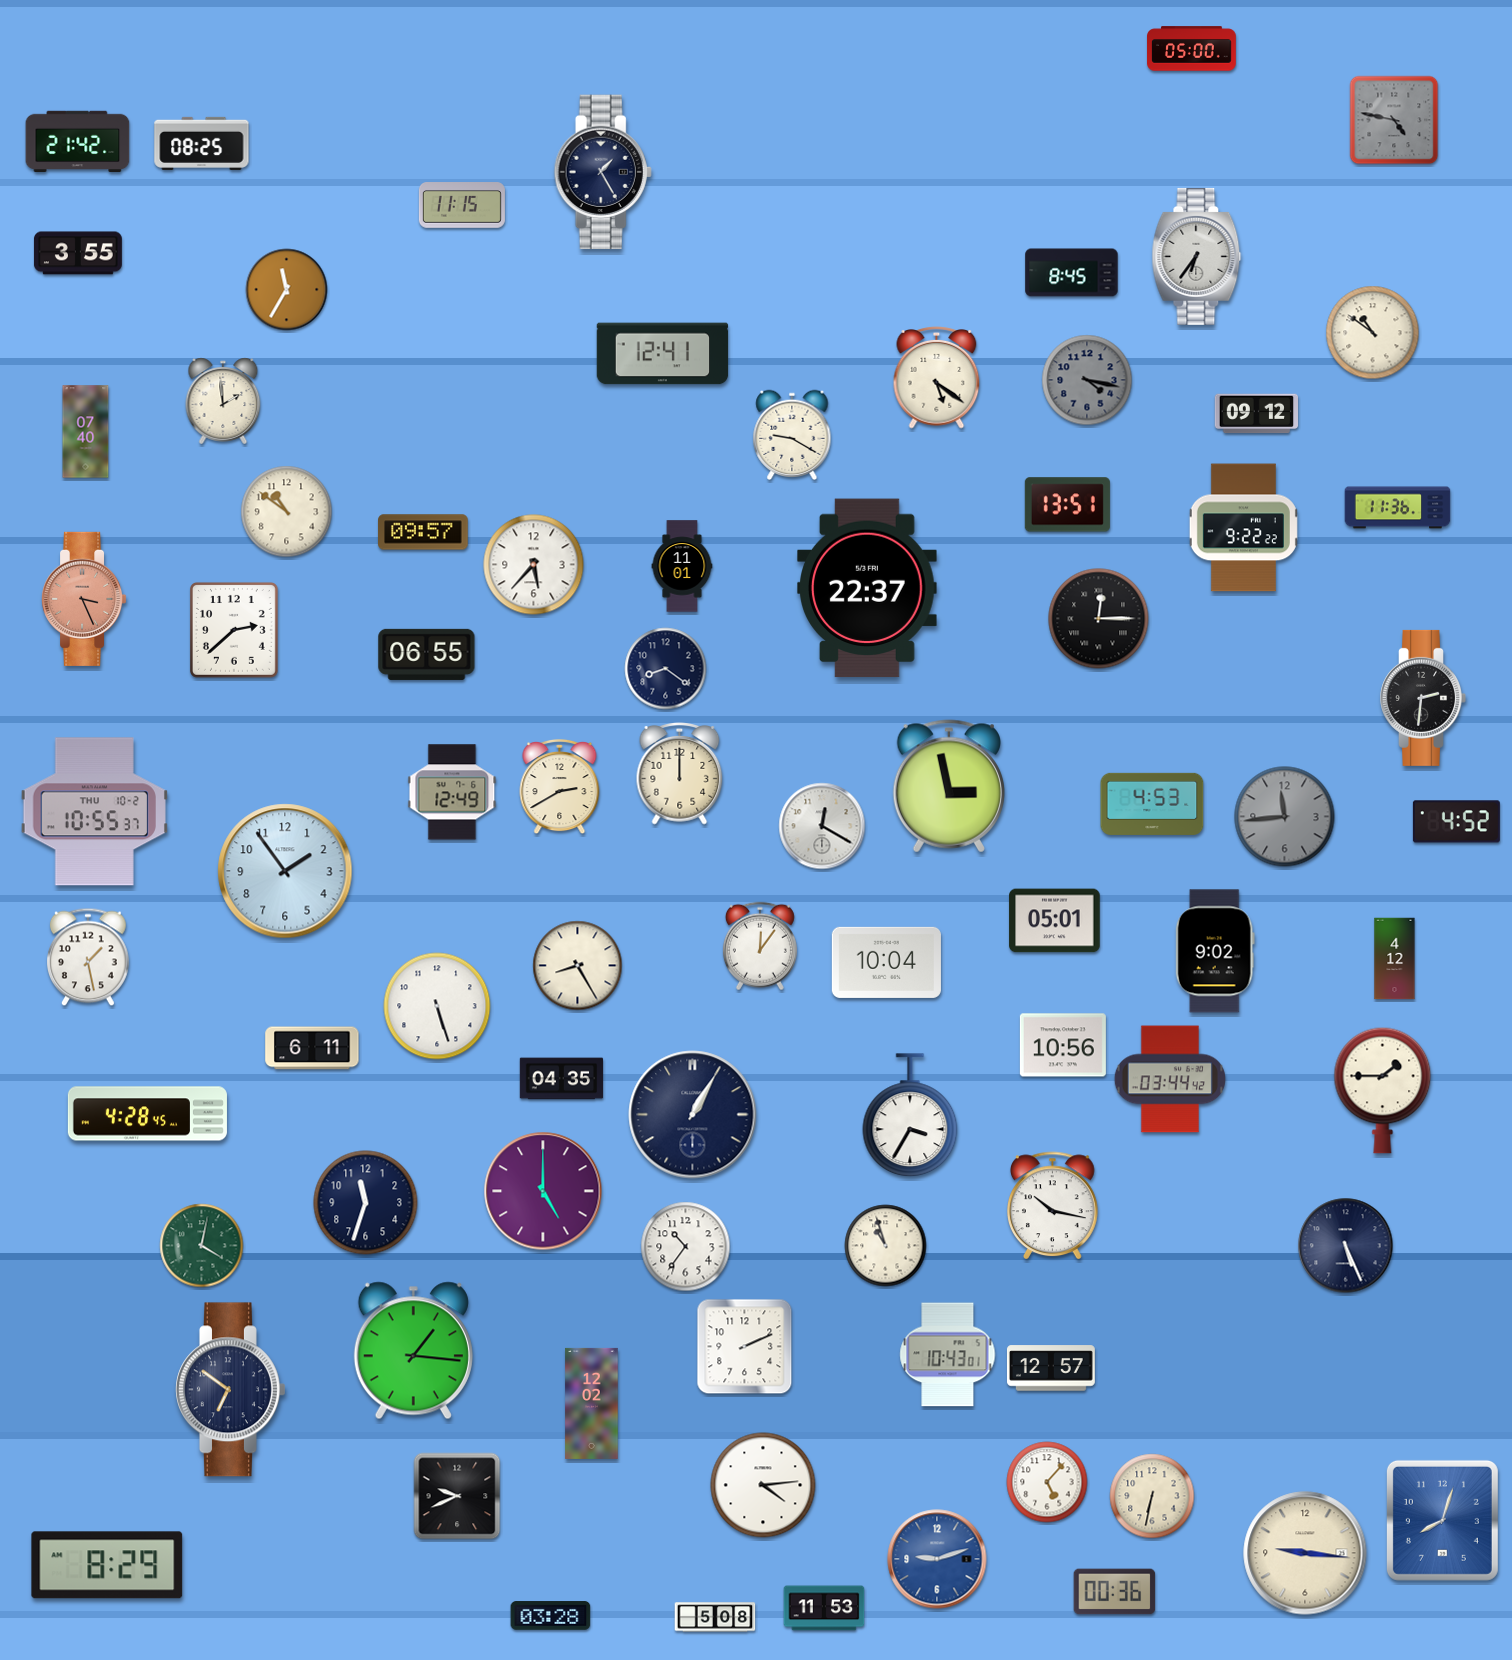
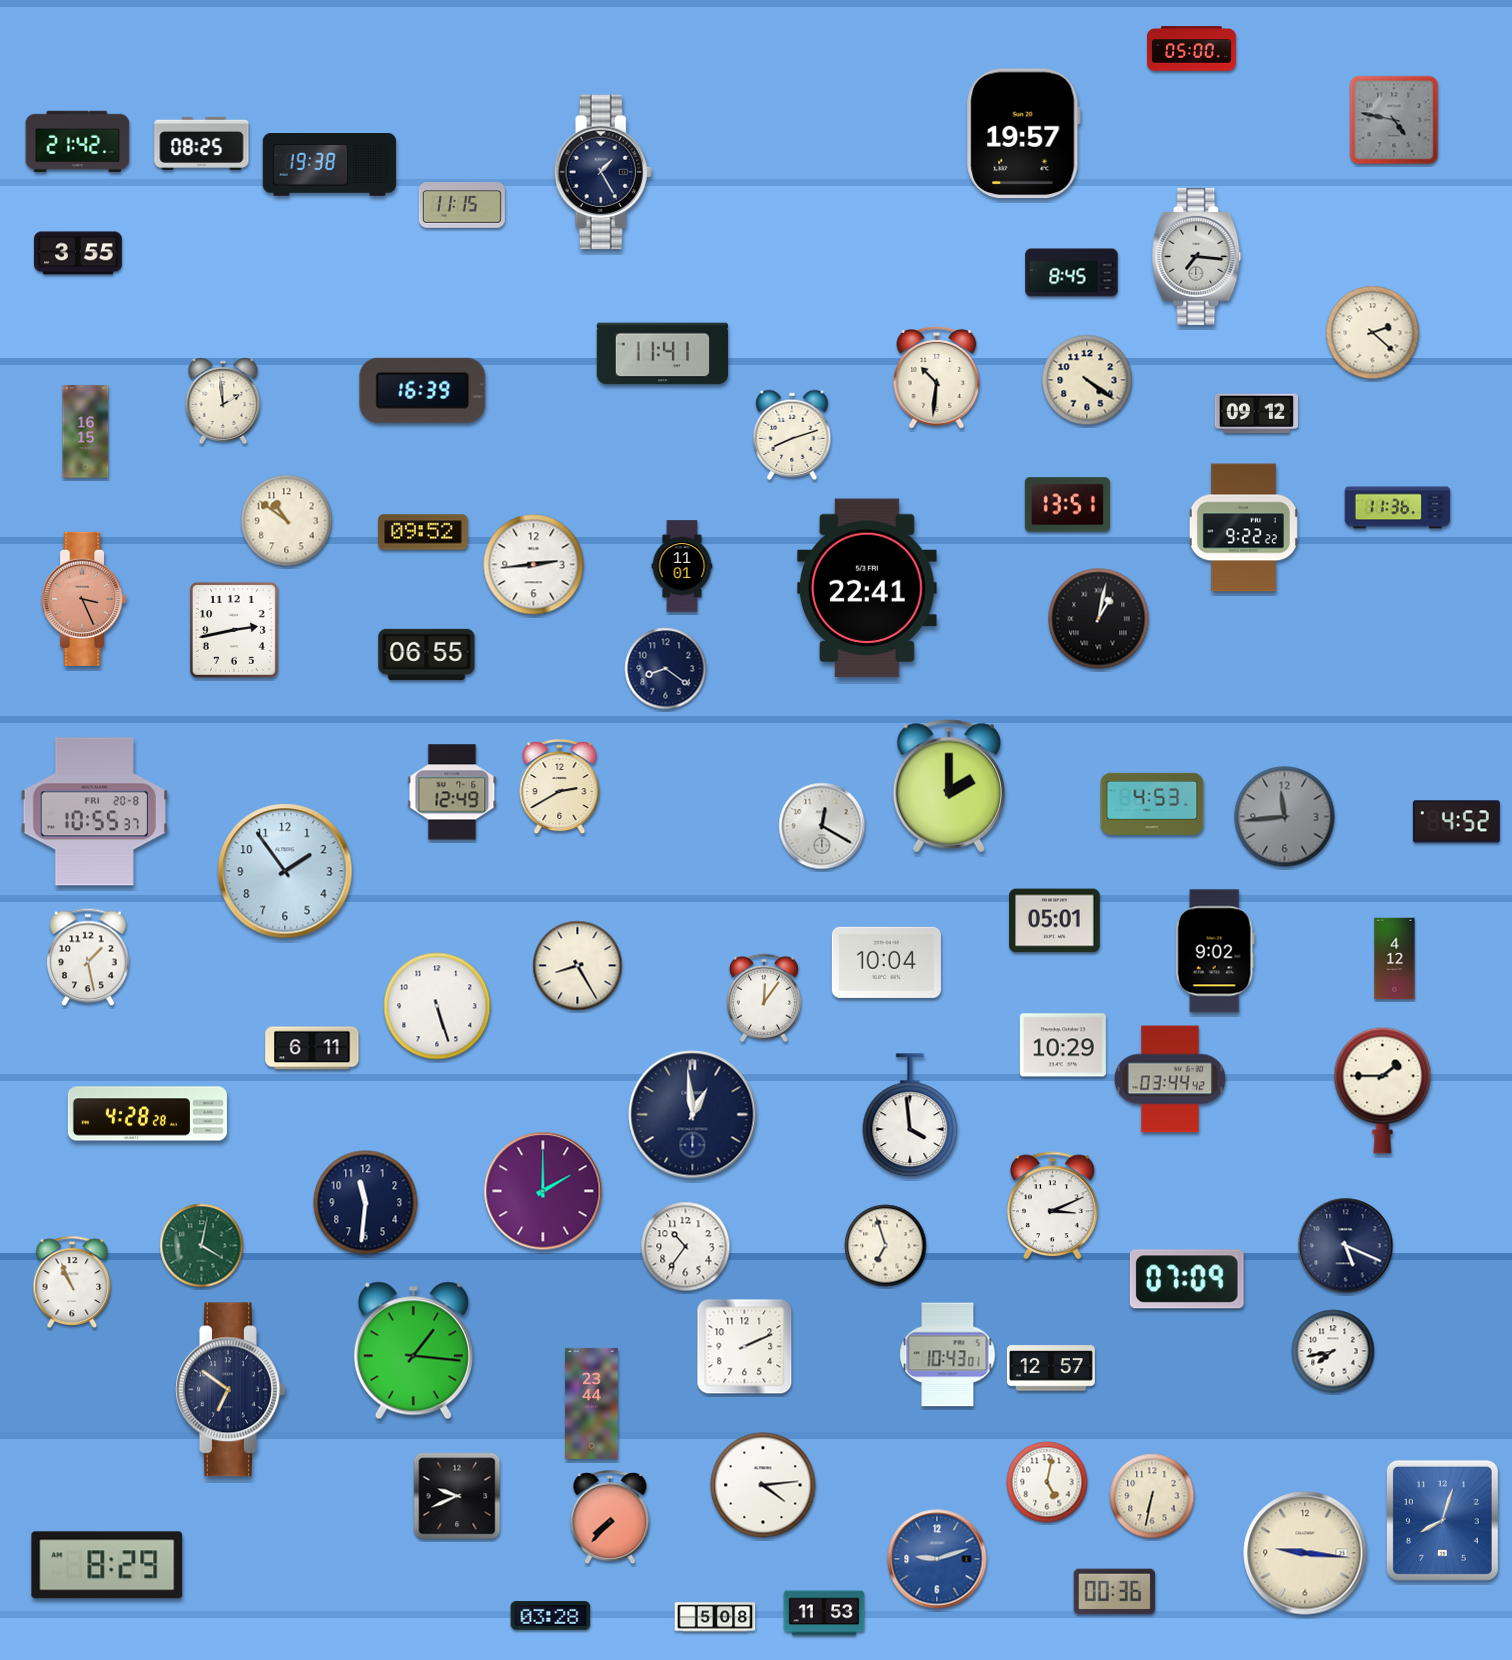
clock at (1023, 134): none -> 19:57
clock at (329, 165): none -> 19:38
clock at (1197, 256): 6:36 -> 7:16
clock at (287, 290): 11:35 -> none
clock at (1373, 333): 10:51 -> 2:22
clock at (663, 354): 12:41 -> 11:41
clock at (937, 378): 5:21 -> 10:31
clock at (1087, 380): 4:17 -> 4:21
clock at (1087, 380) dial: grey -> cream
clock at (423, 390): none -> 16:39
clock at (86, 432): 07:40 -> 16:15
clock at (792, 435): 9:20 -> 8:12
clock at (287, 512) position: (287, 512) -> (287, 521)
clock at (423, 532): 09:57 -> 09:52
clock at (534, 565): 5:37 -> 2:44
clock at (868, 588): 22:37 -> 22:41
clock at (1099, 619): 12:15 -> 1:02
clock at (234, 630): 2:38 -> 2:43
clock at (1423, 698): 2:31 -> none
clock at (680, 774): 12:00 -> none
clock at (949, 786): 2:58 -> 2:00
clock at (94, 812) date: THU 10-2 -> FRI 20-8
clock at (760, 946) position: (760, 946) -> (764, 998)
clock at (1063, 1045): 10:56 -> 10:29
clock at (562, 1079): 04:35 -> none
clock at (147, 1114): 4:28:45 -> 4:28:28
clock at (693, 1115): 1:05 -> 12:59
clock at (910, 1116): 3:35 -> 3:59
clock at (543, 1191): 5:00 -> 2:00
clock at (366, 1203): 11:33 -> 11:31
clock at (1053, 1206): 10:17 -> 3:11
clock at (886, 1246): 10:57 -> 6:57
clock at (1346, 1246): 5:26 -> 5:19
clock at (1187, 1279): none -> 07:09
clock at (72, 1282): none -> 10:56
clock at (1333, 1351): none -> 7:43
clock at (592, 1403): 12:02 -> 23:44
clock at (1047, 1482): 5:07 -> 5:02
clock at (610, 1518): none -> 7:37
clock at (824, 1608) position: (824, 1608) -> (824, 1613)
